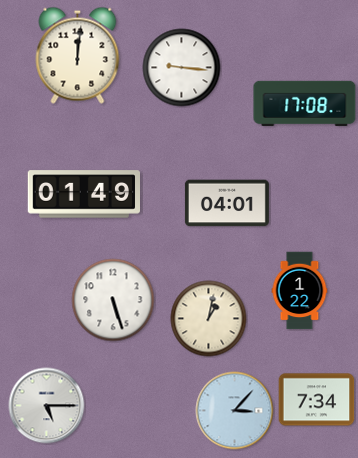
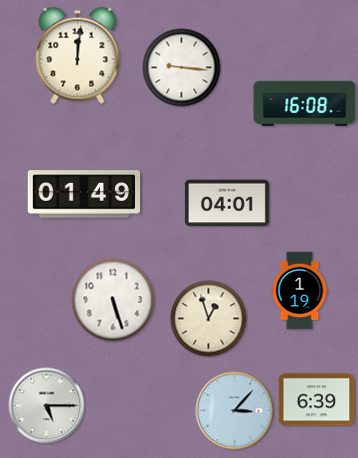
clock at (305, 103): 17:08 -> 16:08
clock at (300, 291): 1:22 -> 1:19
clock at (209, 319): 1:02 -> 12:57
clock at (317, 400): 7:34 -> 6:39
